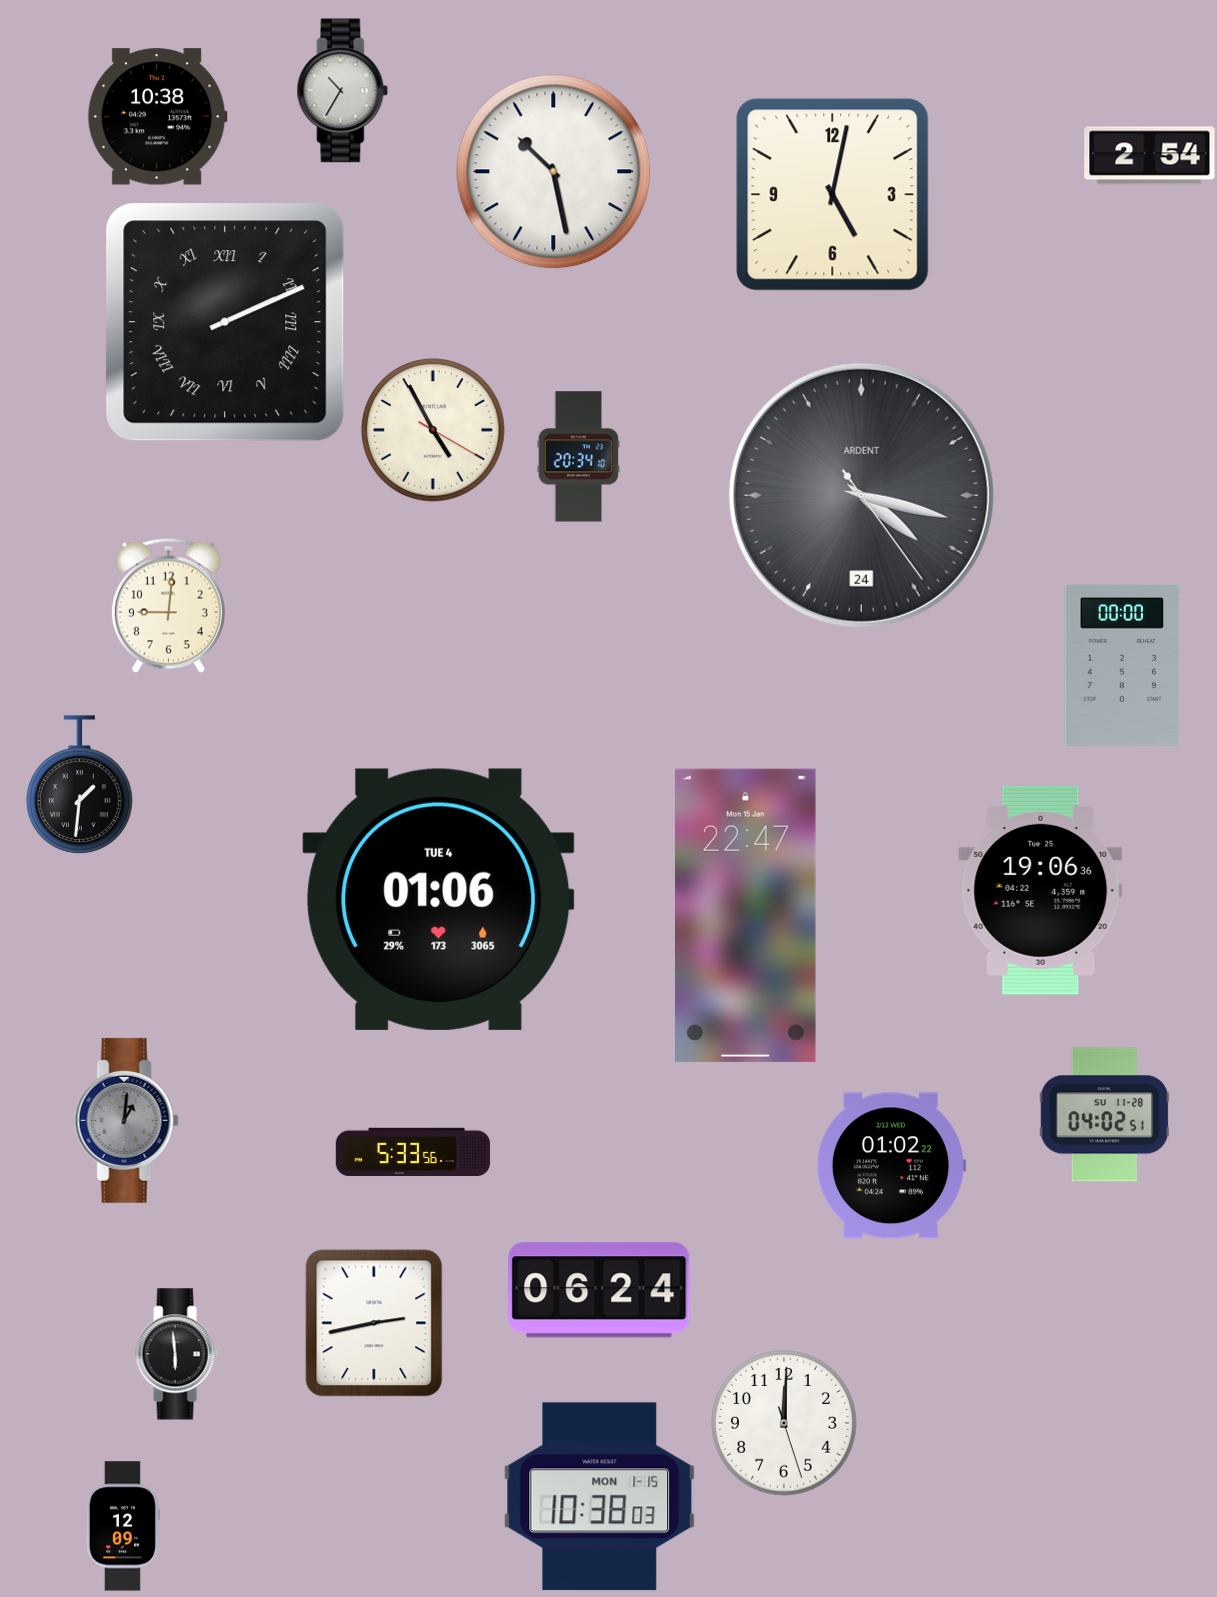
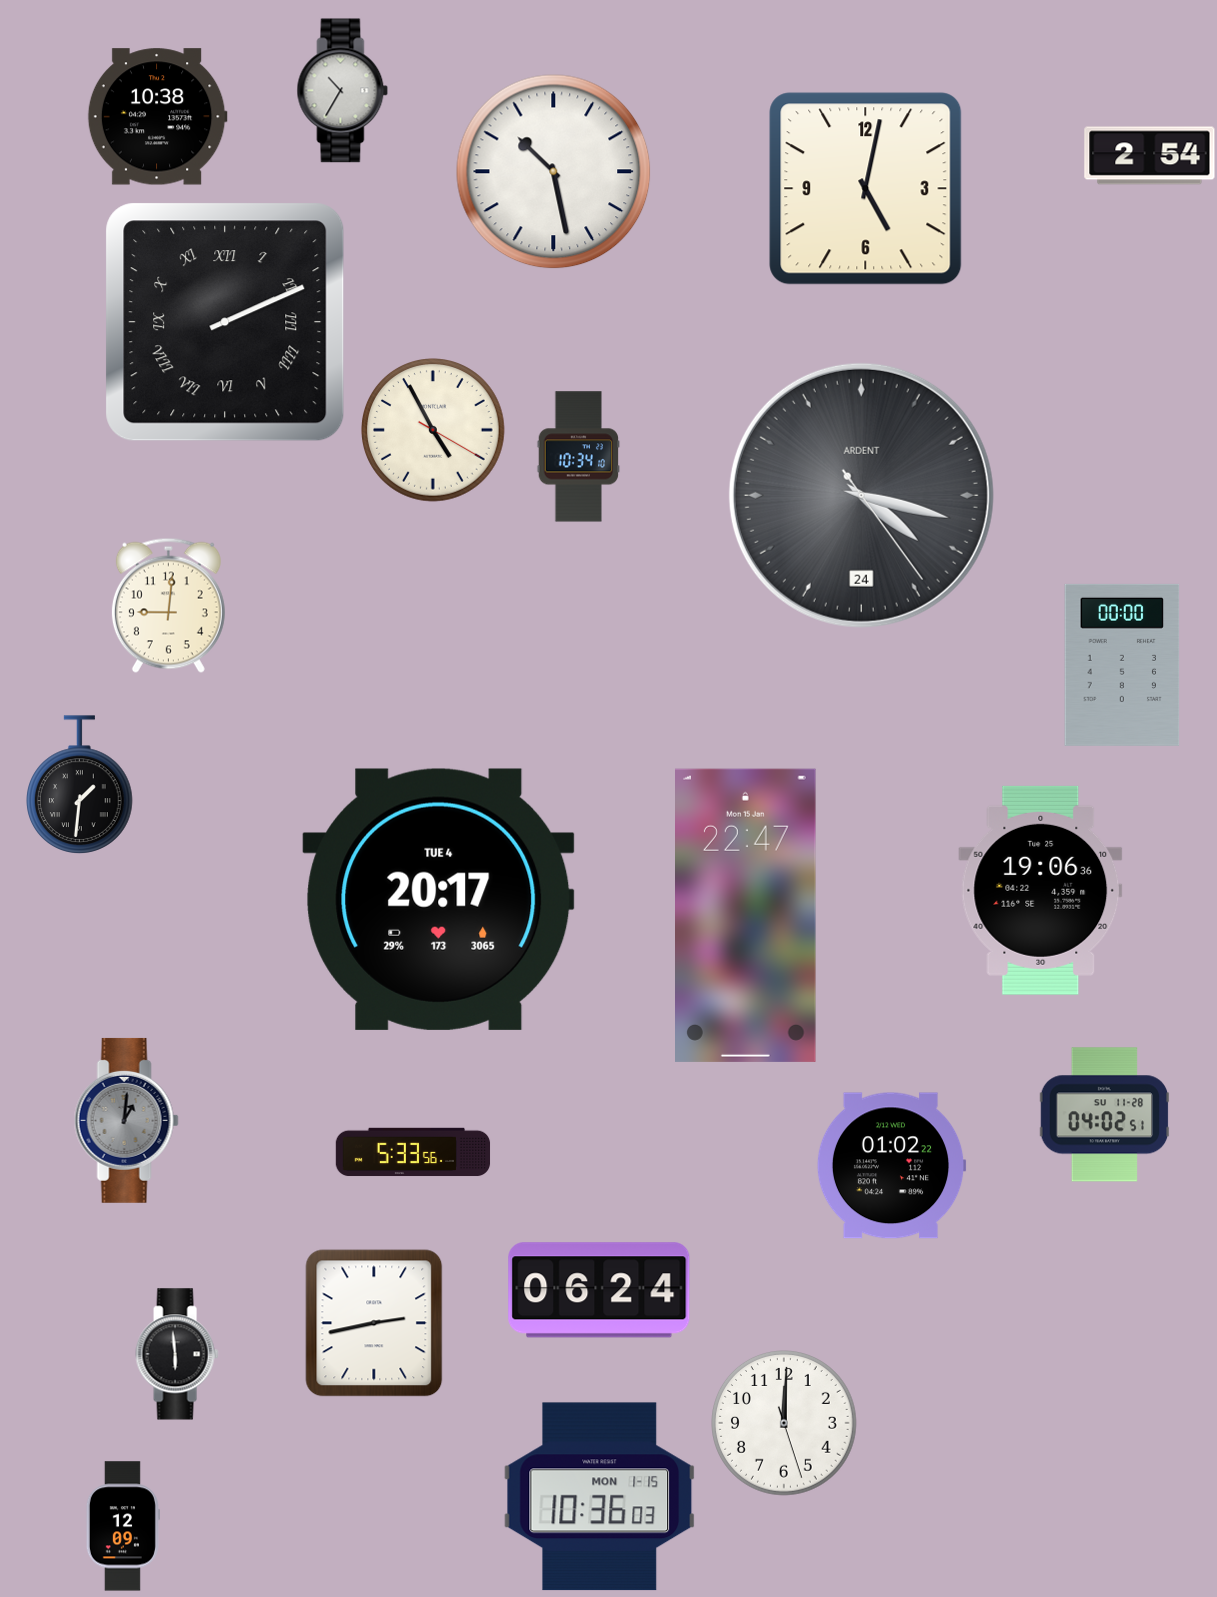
clock at (833, 195) position: (833, 195) -> (866, 189)
clock at (579, 457): 20:34 -> 10:34
clock at (439, 899): 01:06 -> 20:17
clock at (600, 1497): 10:38 -> 10:36
